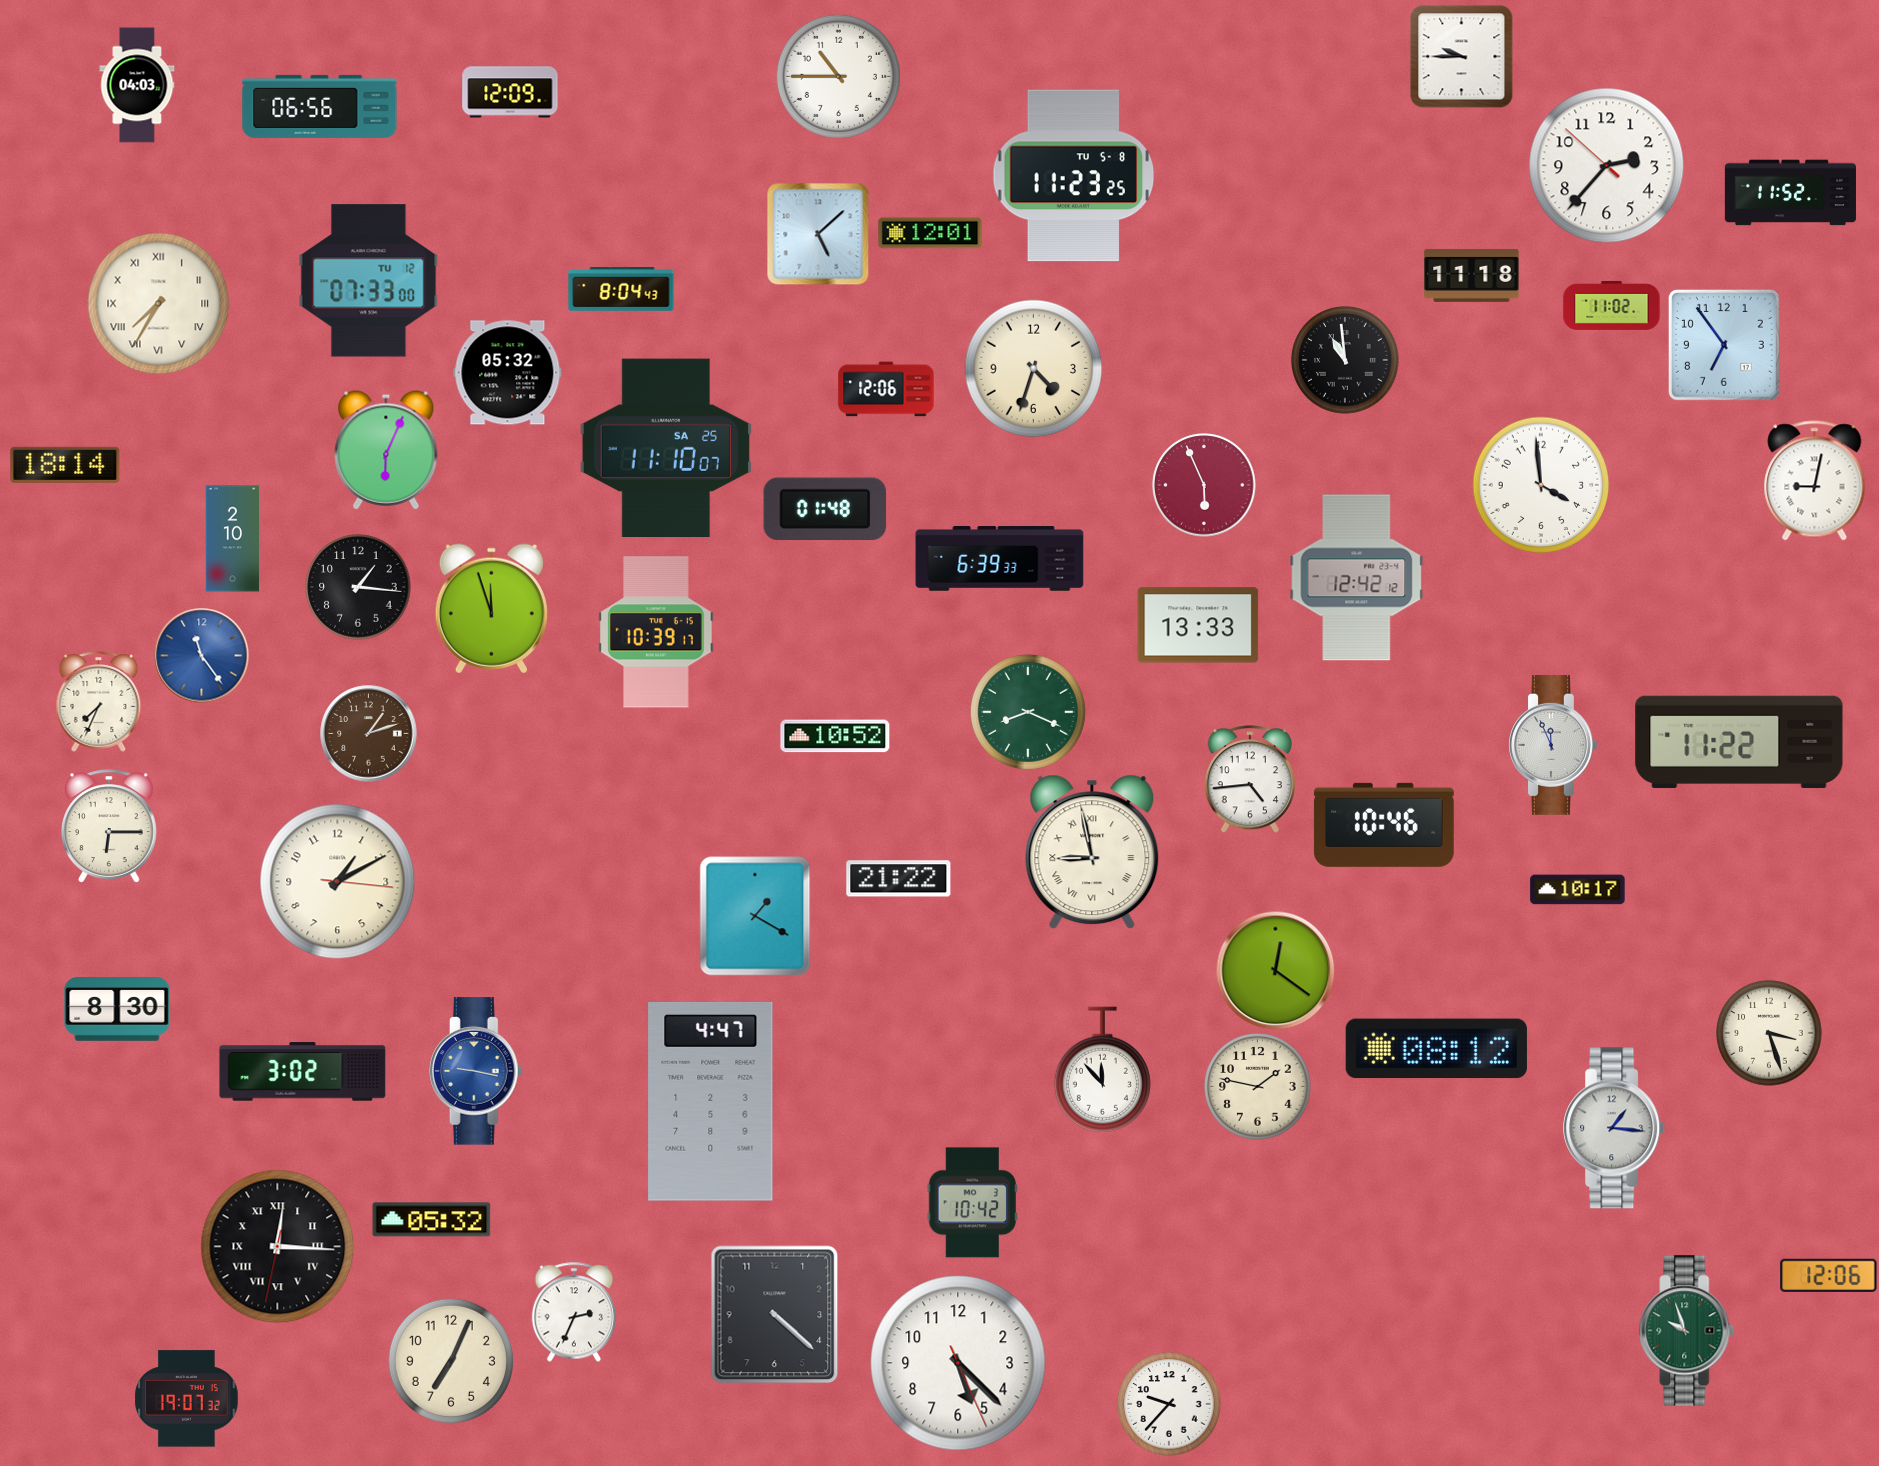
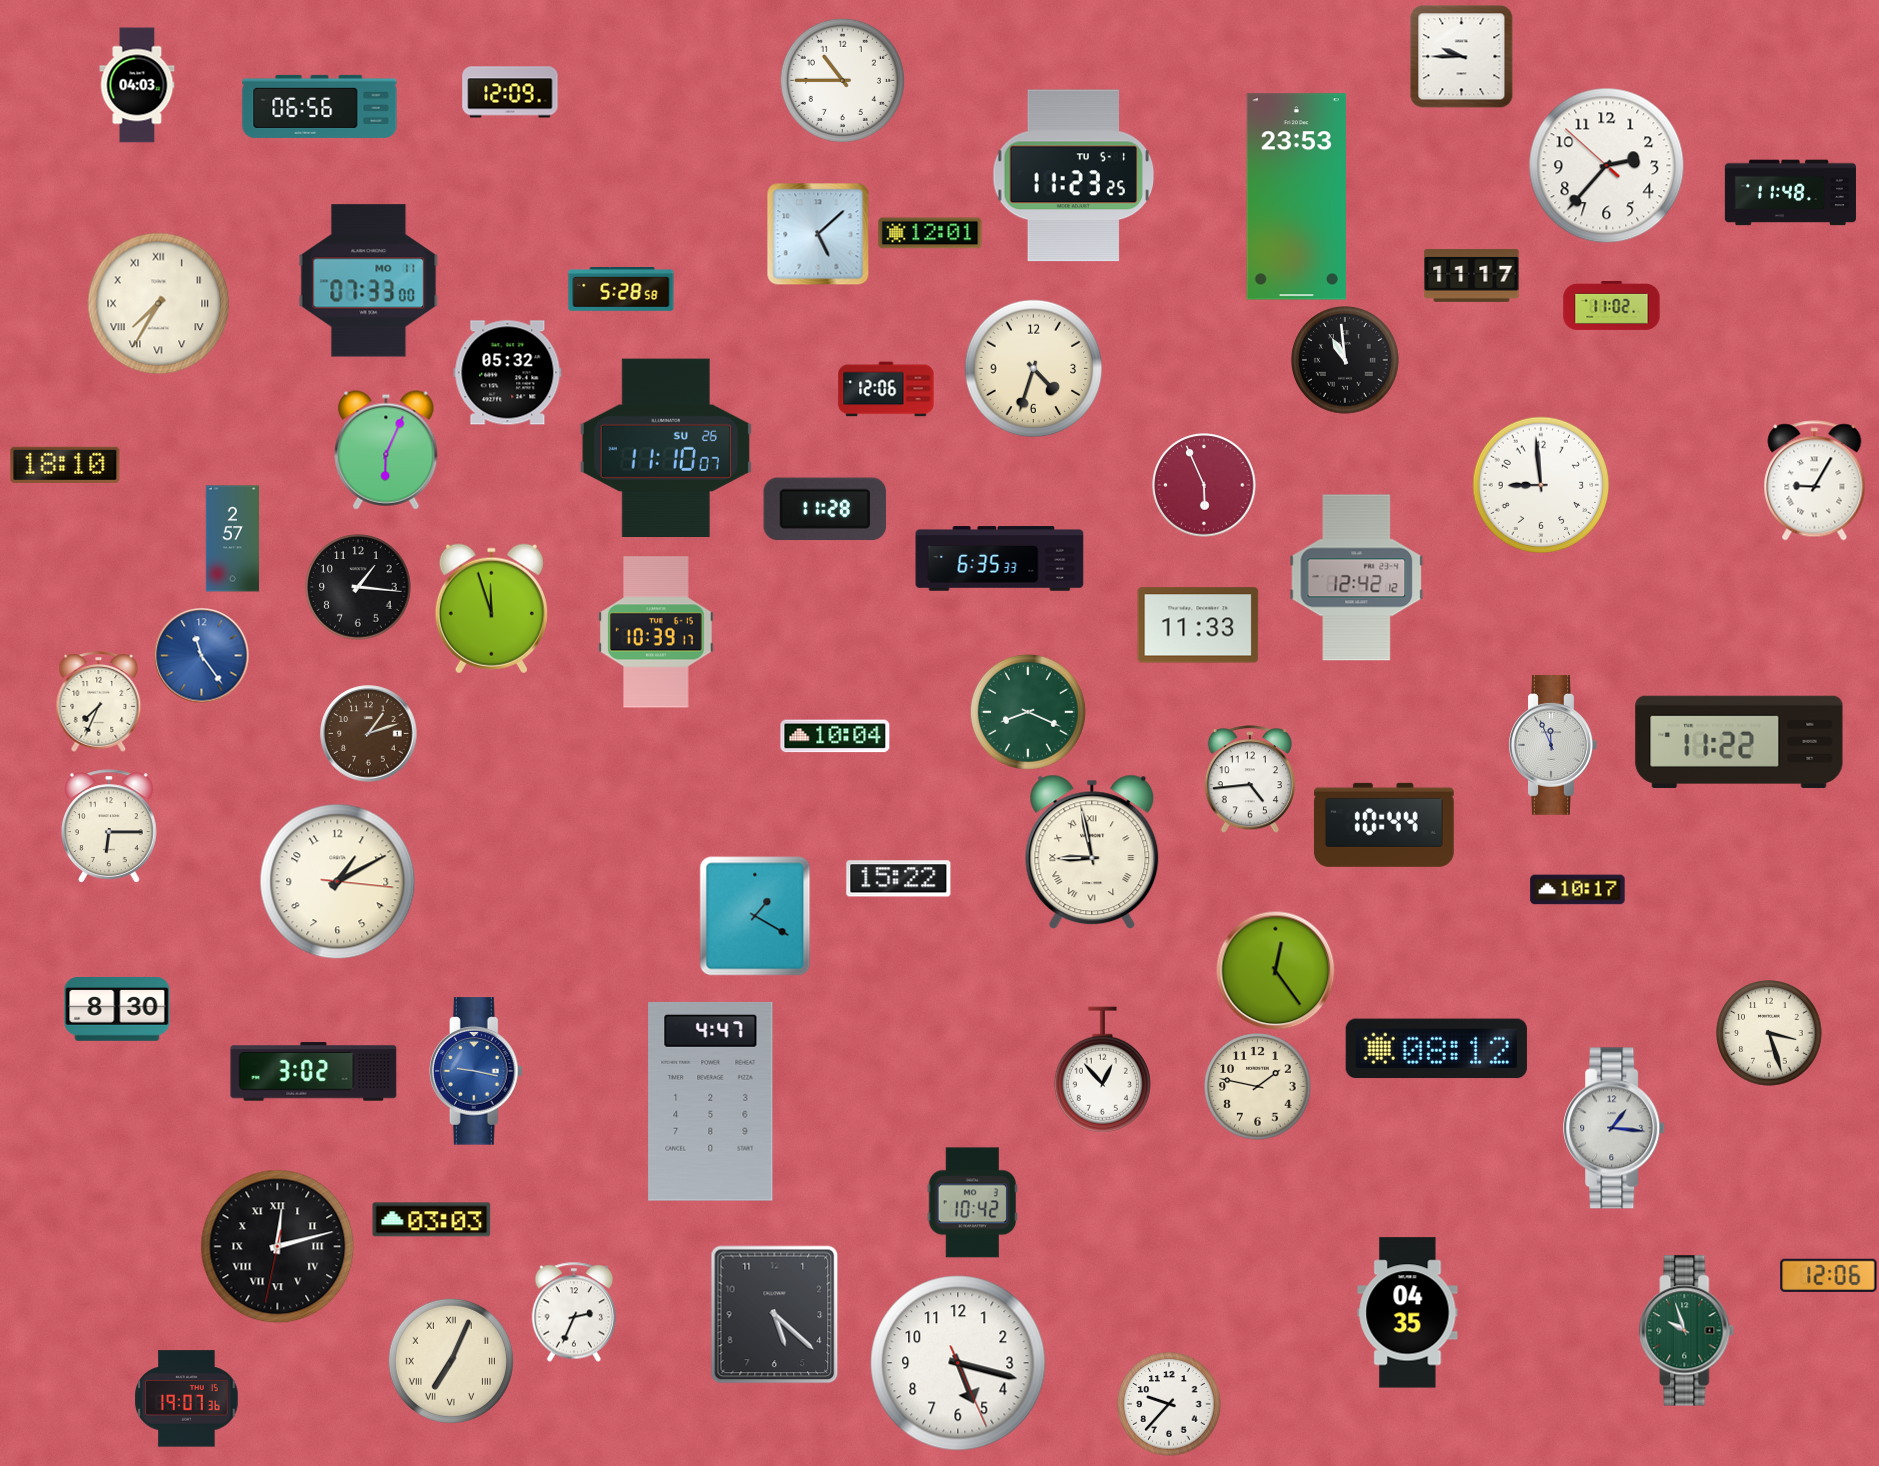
clock at (838, 76) position: (838, 76) -> (842, 80)
clock at (1074, 176) date: TU 5-8 -> TU 5-1
clock at (1790, 193): 11:52 -> 11:48
clock at (1296, 197): none -> 23:53
clock at (1472, 275): 11:18 -> 11:17
clock at (369, 281) date: TU 12 -> MO 11
clock at (621, 290): 8:04 -> 5:28
clock at (1724, 345): 6:54 -> none
clock at (666, 447) date: SA 25 -> SU 26
clock at (65, 465): 18:14 -> 18:10
clock at (1815, 481): 9:02 -> 9:05
clock at (1541, 485): 3:59 -> 8:59
clock at (825, 509): 01:48 -> 11:28
clock at (233, 539): 2:10 -> 2:57
clock at (1000, 559): 6:39 -> 6:35
clock at (1198, 625): 13:33 -> 11:33
clock at (835, 736): 10:52 -> 10:04
clock at (1384, 825): 10:46 -> 10:44
clock at (899, 879): 21:22 -> 15:22
clock at (1276, 971): 12:21 -> 12:24
clock at (1102, 1070): 11:53 -> 12:53
clock at (303, 1072) position: (303, 1072) -> (314, 1072)
clock at (432, 1220): 05:32 -> 03:03
clock at (278, 1247): 12:15 -> 12:12
clock at (1408, 1313): none -> 04:35
clock at (775, 1315): 4:22 -> 5:22
clock at (451, 1361) numerals: Arabic -> Roman
clock at (958, 1363): 5:22 -> 5:17
clock at (187, 1399): 19:07:32 -> 19:07:36
